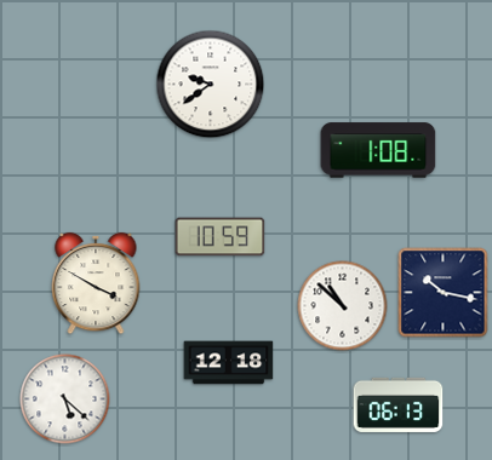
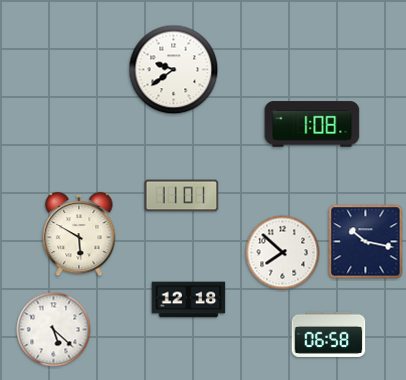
clock at (221, 237): 10:59 -> 11:01
clock at (96, 283): 3:50 -> 5:50
clock at (343, 306): 10:52 -> 7:52
clock at (399, 404): 06:13 -> 06:58
